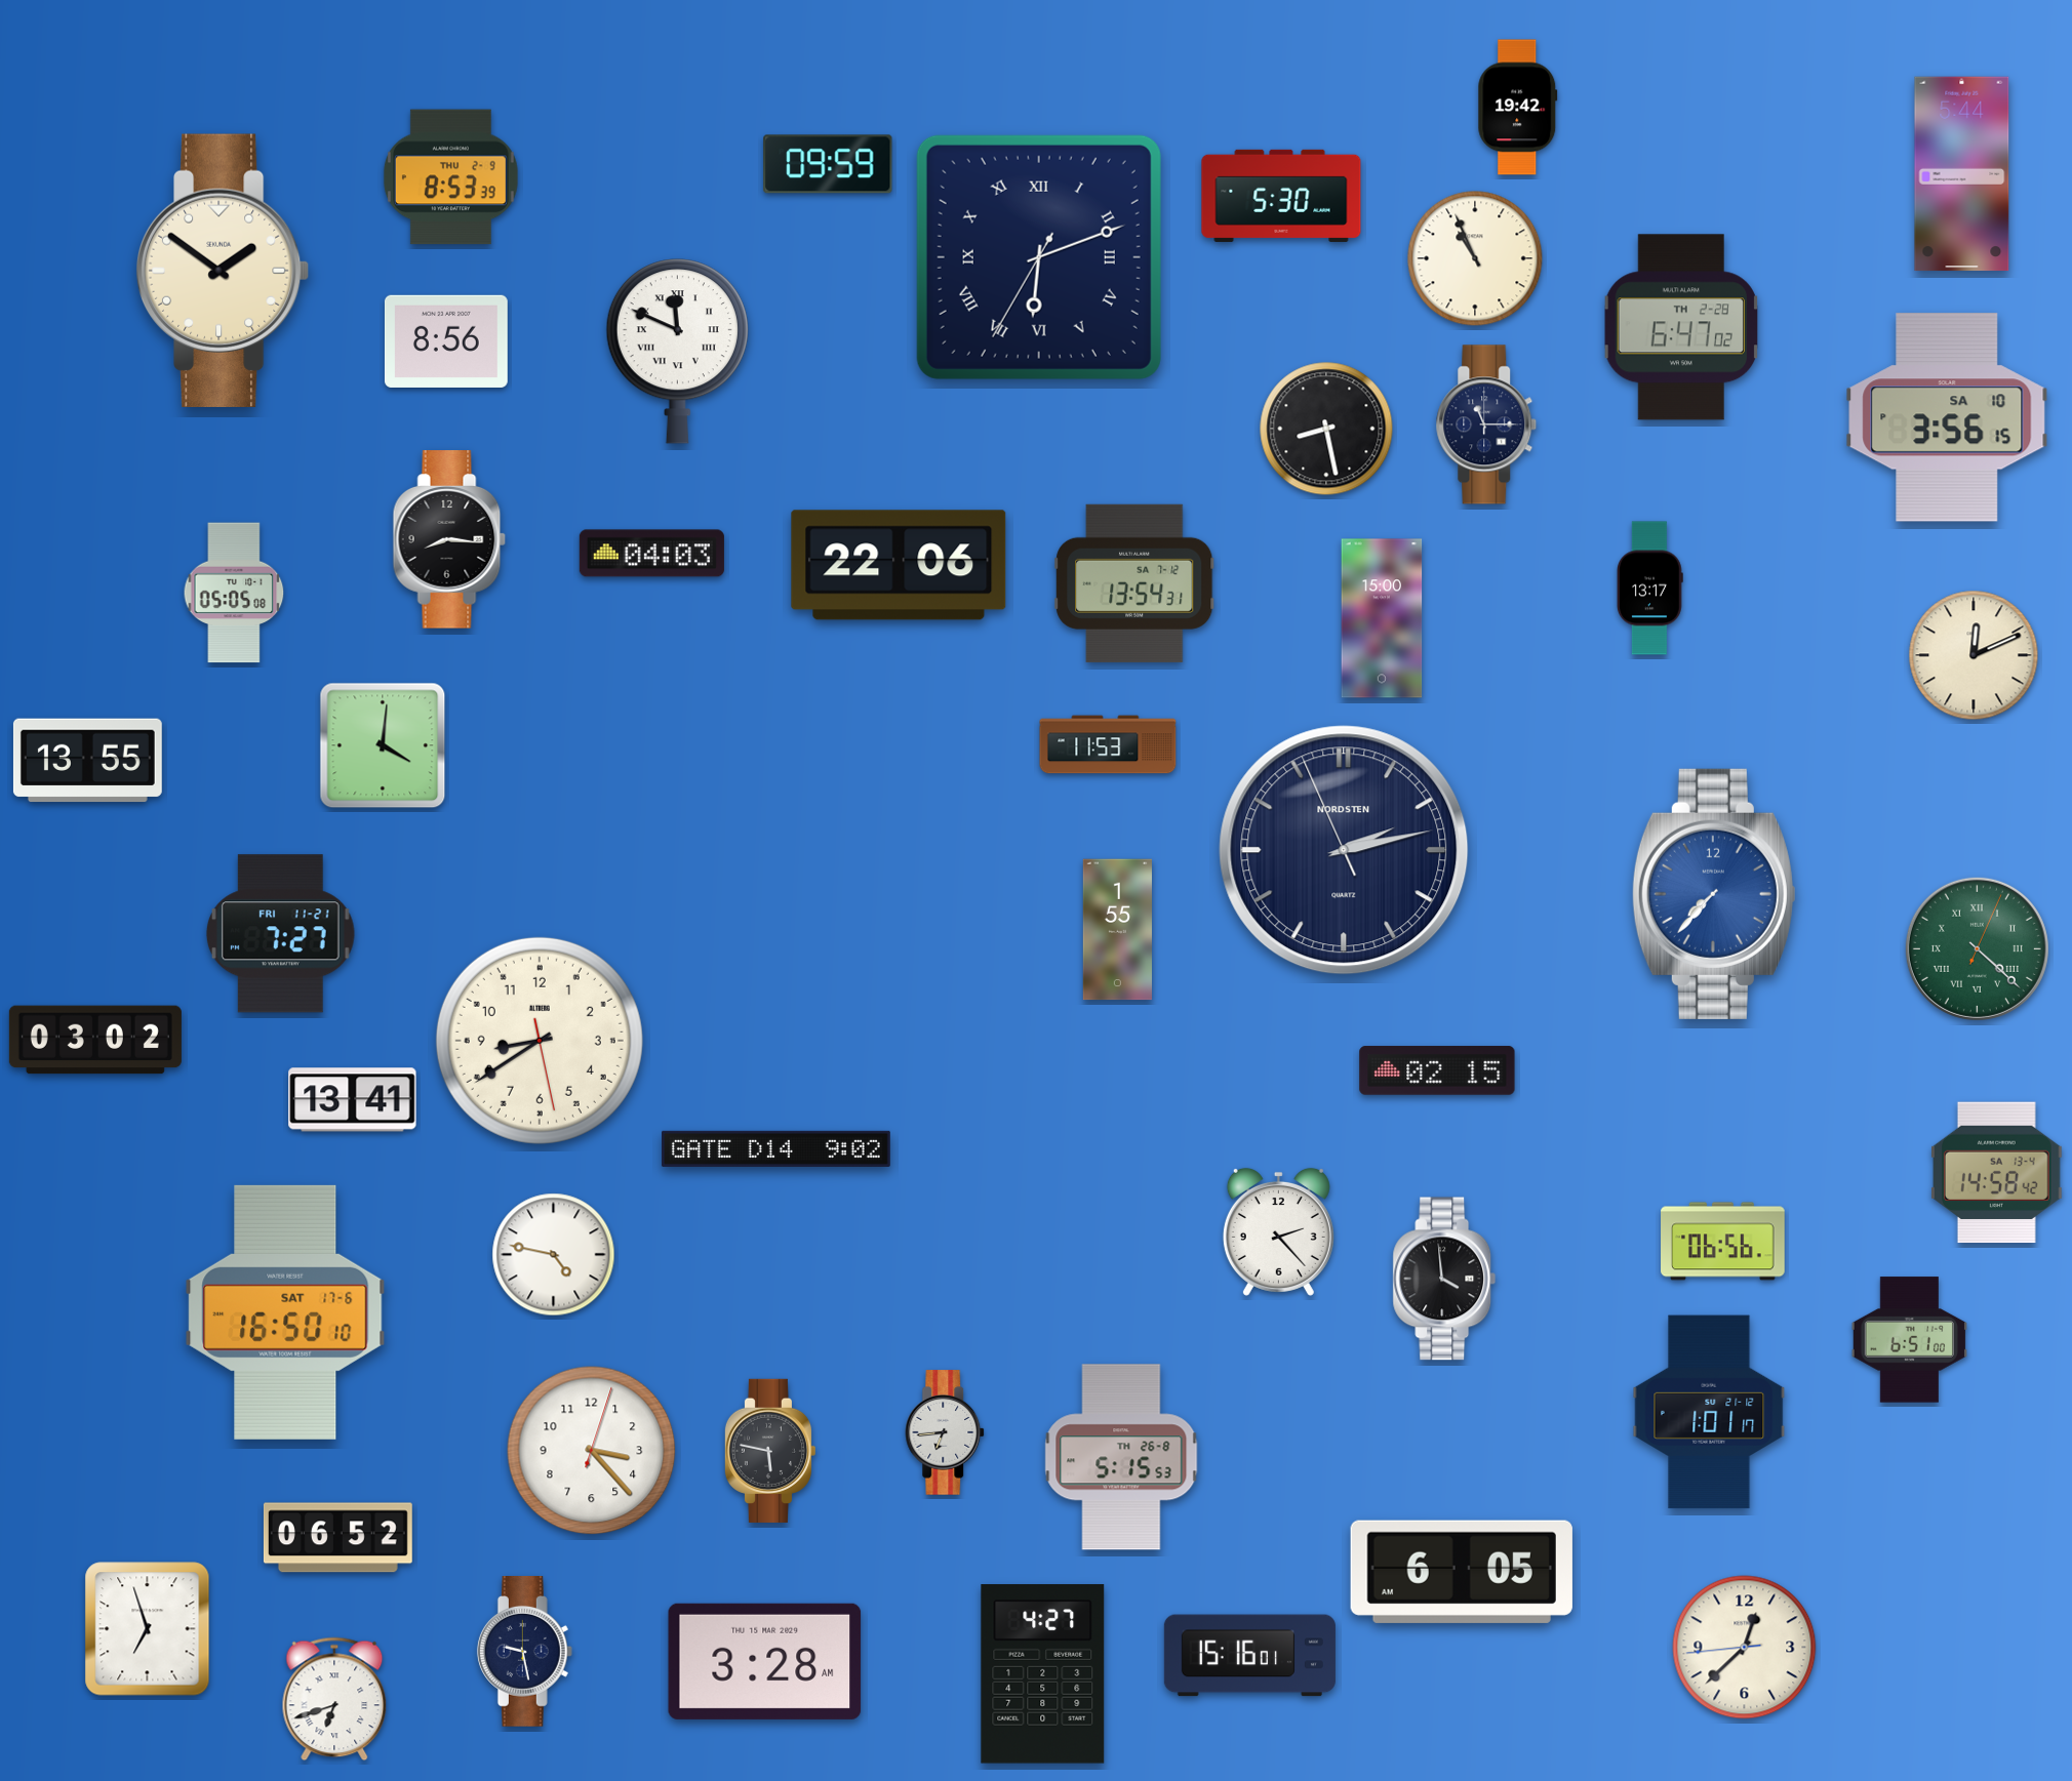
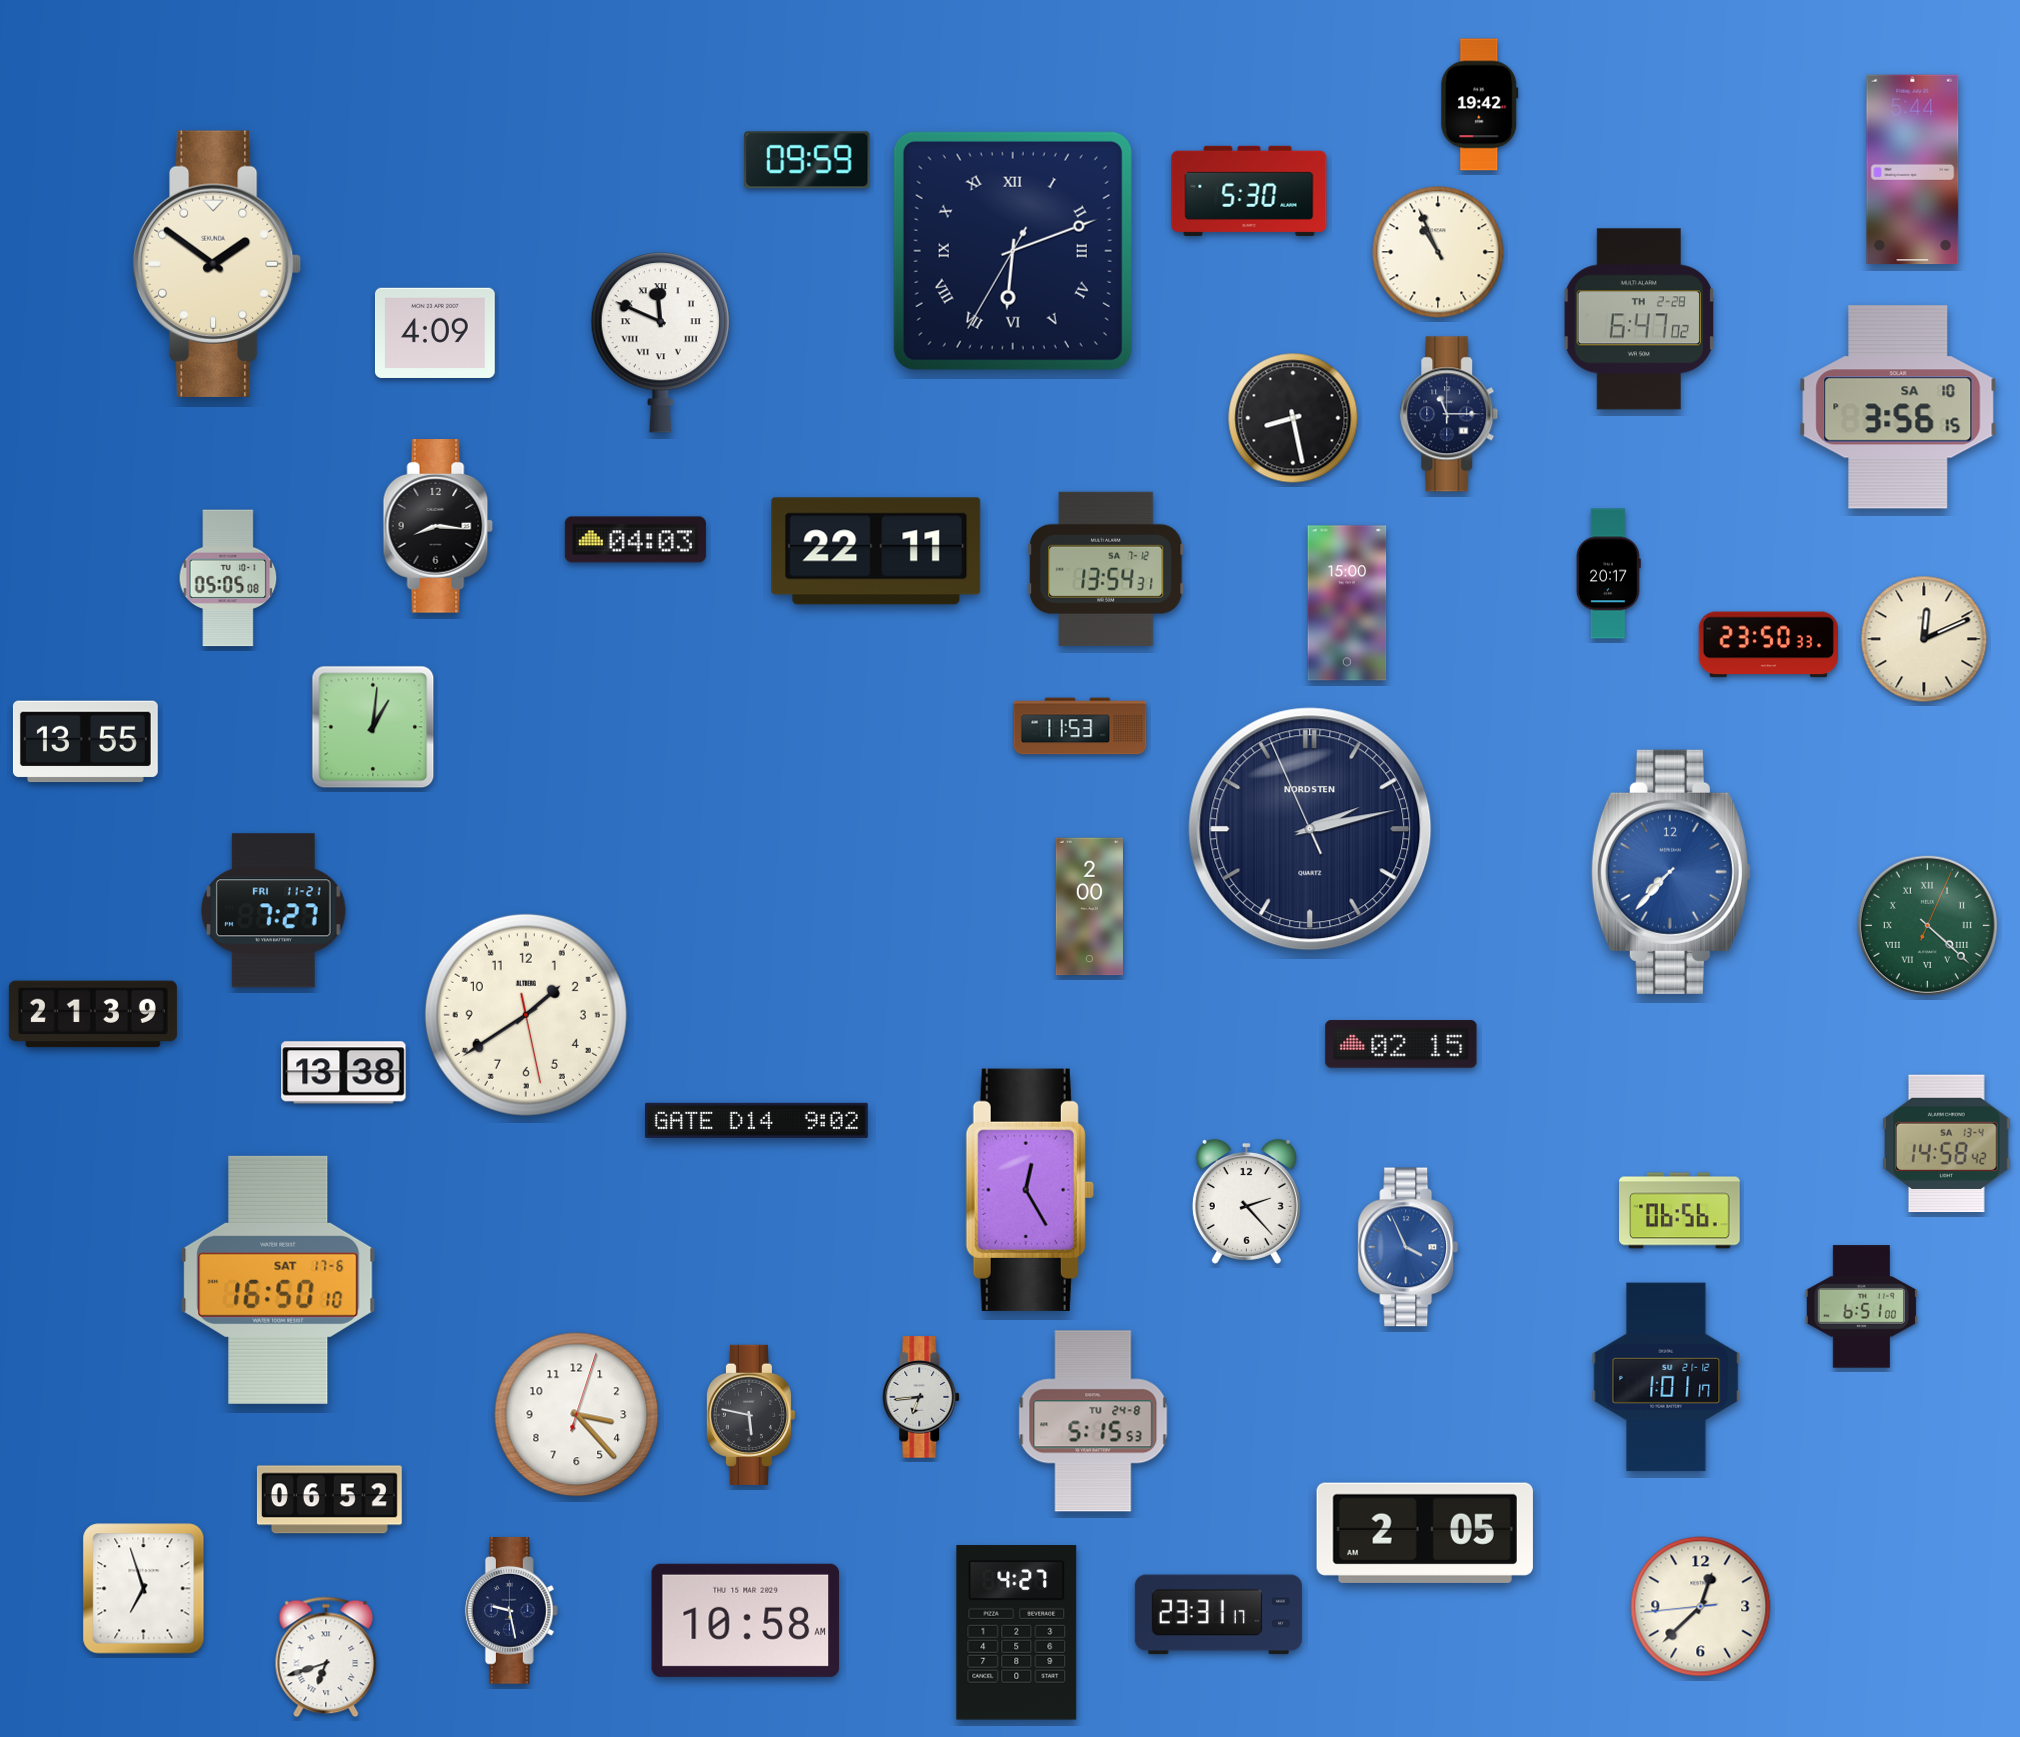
clock at (450, 177): 8:53 -> none
clock at (446, 341): 8:56 -> 4:09
clock at (899, 565): 22:06 -> 22:11
clock at (1650, 589): 13:17 -> 20:17
clock at (1768, 645): none -> 23:50
clock at (383, 745): 4:01 -> 1:01
clock at (1117, 930): 1:55 -> 2:00
clock at (95, 1040): 03:02 -> 21:39
clock at (540, 1041): 8:39 -> 1:39
clock at (353, 1100): 13:41 -> 13:38
clock at (1030, 1190): none -> 12:25
clock at (554, 1255): 4:47 -> none
clock at (1444, 1279): 3:59 -> 3:56
clock at (1444, 1279) dial: black -> blue
clock at (1121, 1457) date: TH 26-8 -> TU 24-8
clock at (1462, 1572): 6:05 -> 2:05
clock at (1249, 1656): 15:16 -> 23:31
clock at (765, 1661): 3:28 -> 10:58
